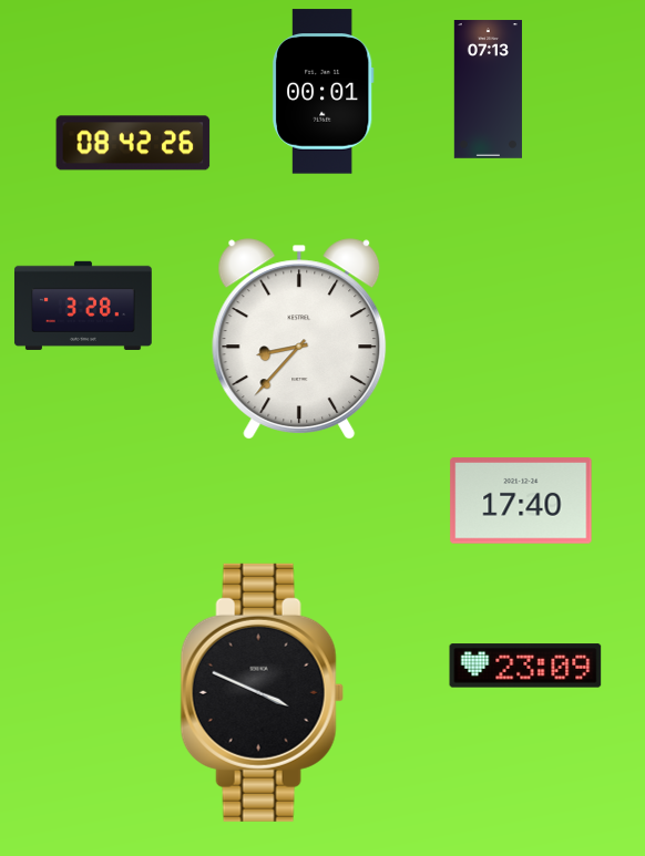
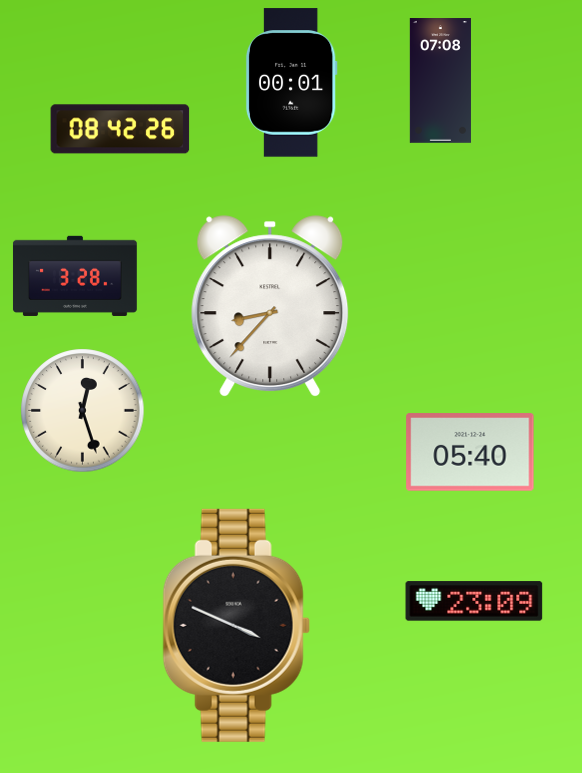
clock at (488, 90): 07:13 -> 07:08
clock at (83, 411): none -> 12:27
clock at (521, 501): 17:40 -> 05:40
